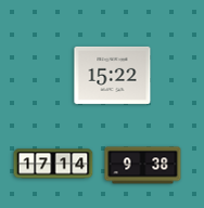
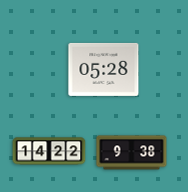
clock at (113, 75): 15:22 -> 05:28
clock at (53, 164): 17:14 -> 14:22
